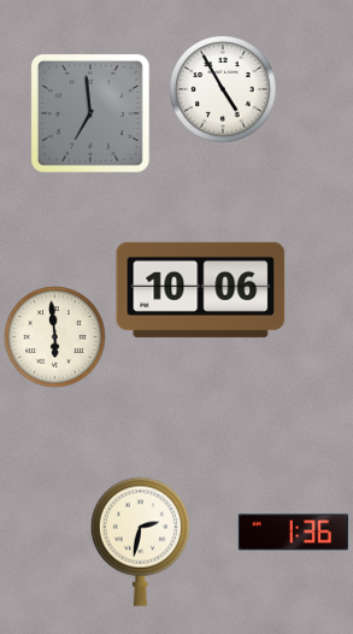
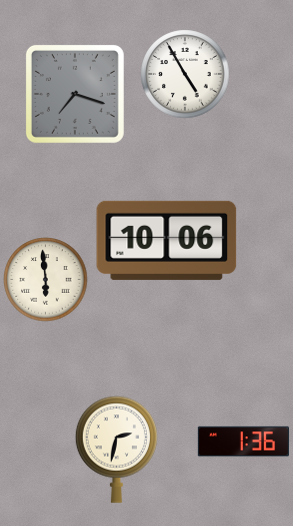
clock at (90, 113): 6:59 -> 7:18
